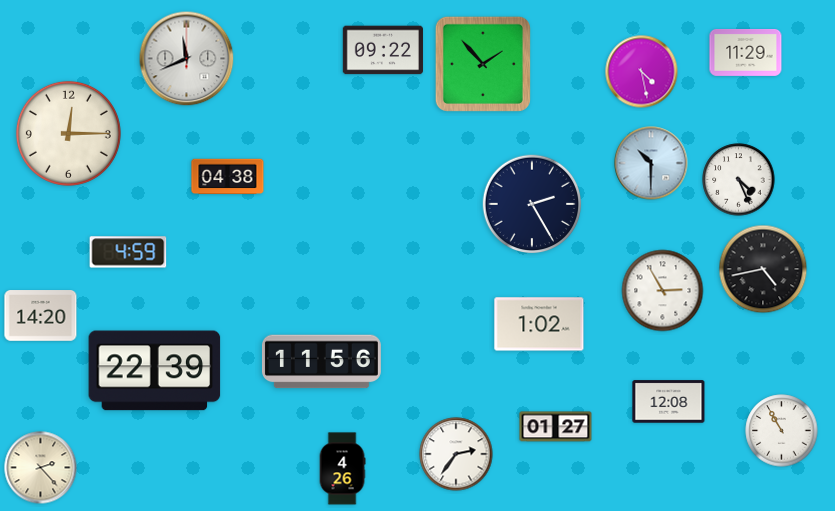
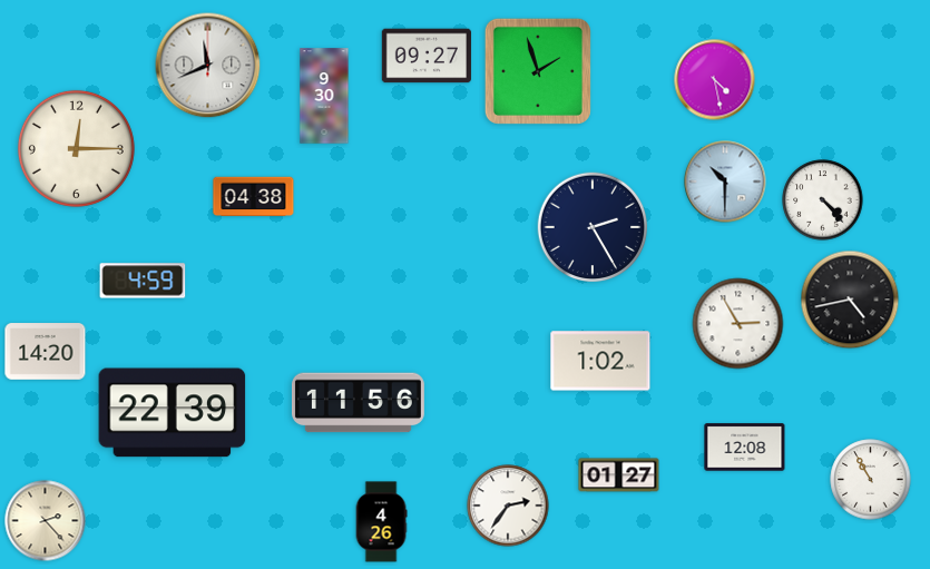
clock at (383, 50): 09:22 -> 09:27
clock at (746, 53): 11:29 -> none
clock at (483, 64): 1:53 -> 1:57
clock at (324, 96): none -> 9:30
clock at (739, 180): 4:26 -> 4:23
